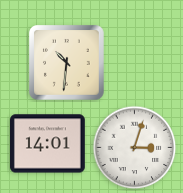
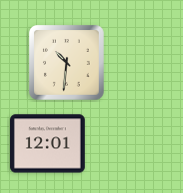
clock at (48, 144): 14:01 -> 12:01
clock at (135, 148): 3:03 -> none
